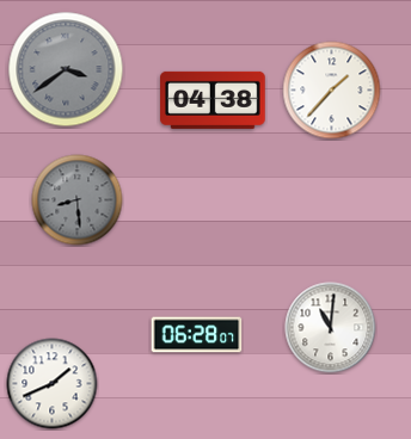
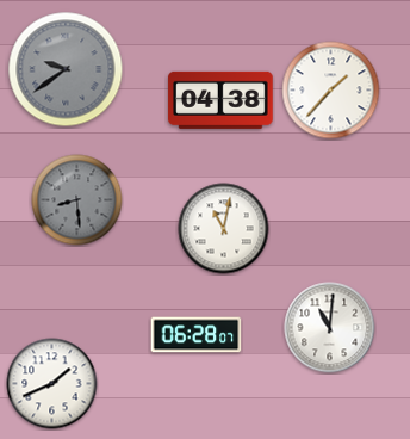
clock at (66, 69): 3:39 -> 9:39
clock at (213, 100) position: (213, 100) -> (220, 100)
clock at (224, 229): none -> 11:02
